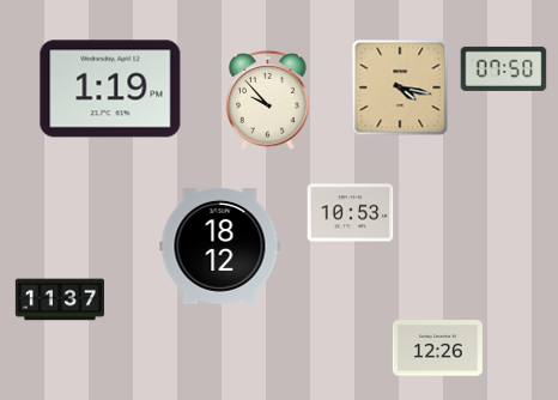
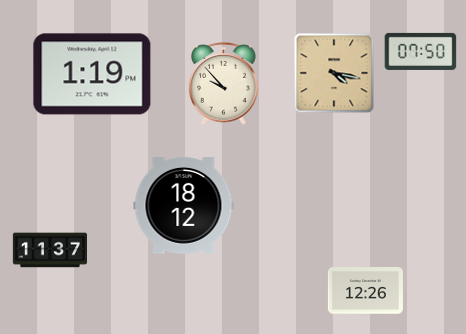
clock at (504, 68) position: (504, 68) -> (421, 51)
clock at (351, 213): 10:53 -> none
